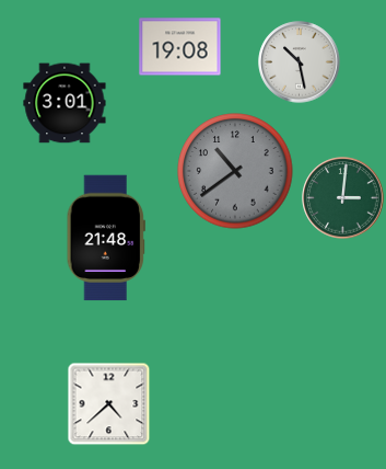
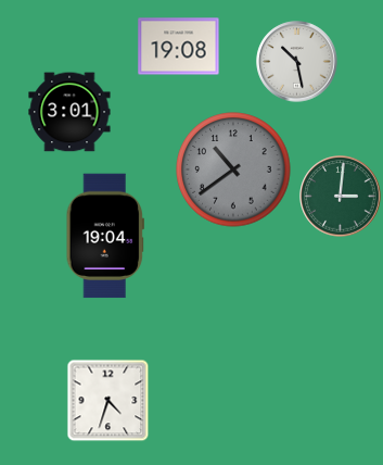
clock at (65, 103) position: (65, 103) -> (69, 112)
clock at (106, 238): 21:48 -> 19:04
clock at (109, 404): 4:38 -> 4:33
